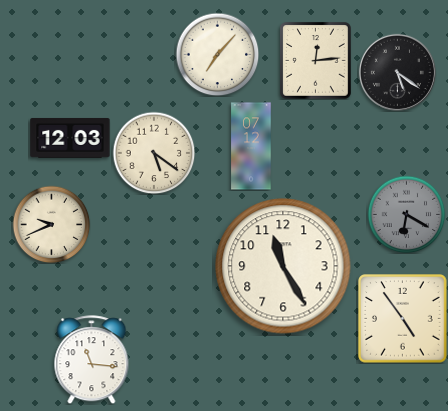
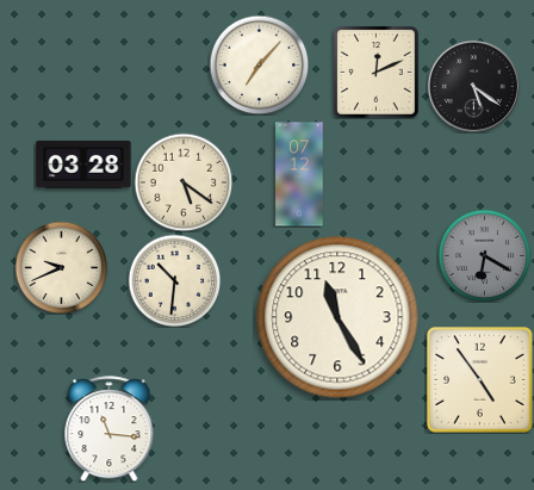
clock at (316, 61): 12:14 -> 12:11
clock at (70, 138): 12:03 -> 03:28
clock at (174, 280): none -> 10:31
